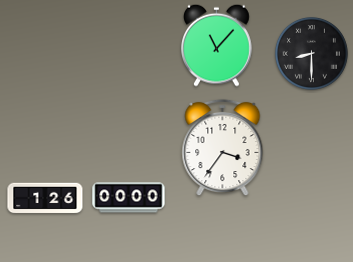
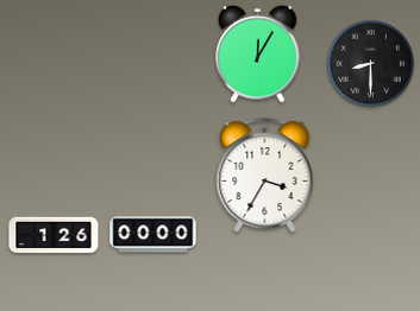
clock at (217, 45): 11:07 -> 12:05
clock at (223, 148): 3:36 -> 3:35
